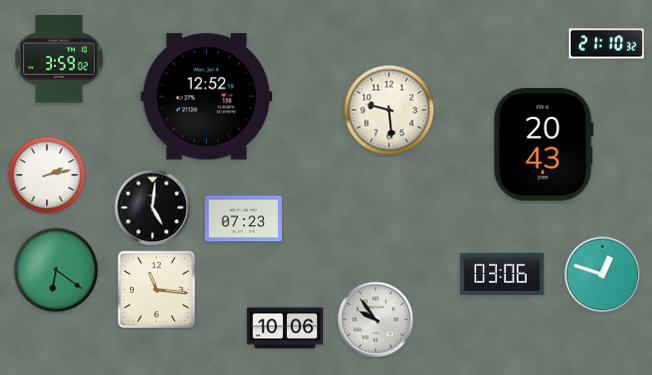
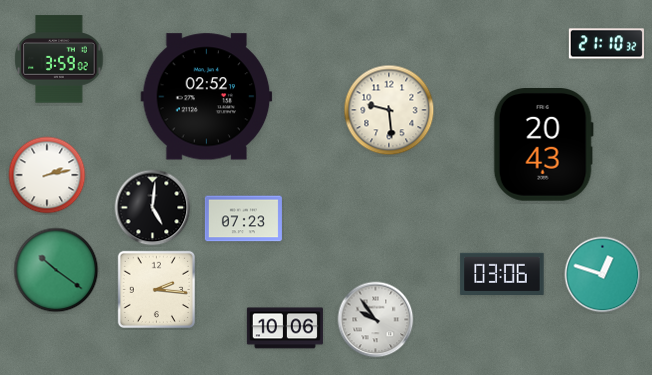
clock at (207, 97): 12:52 -> 02:52
clock at (56, 270): 6:21 -> 10:21
clock at (156, 289): 11:16 -> 2:16
